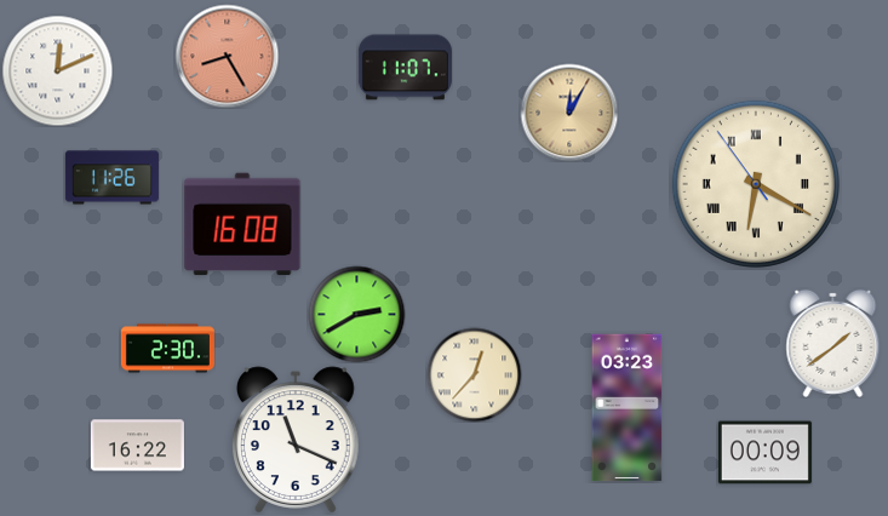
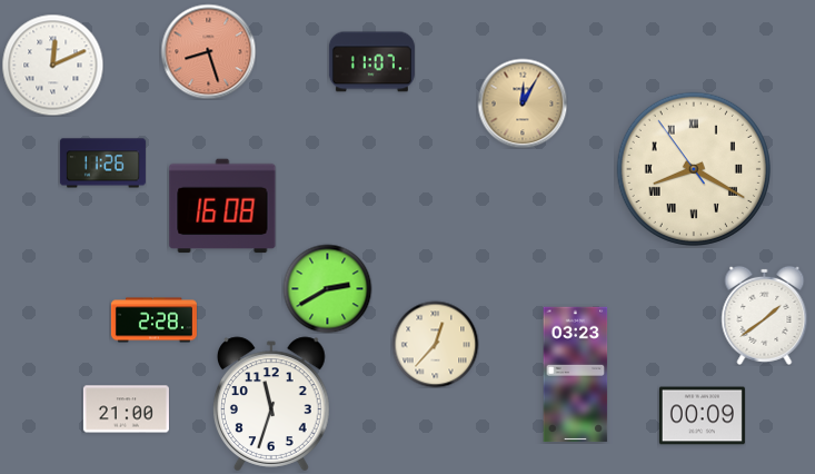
clock at (227, 56): 8:25 -> 8:27
clock at (756, 184): 6:19 -> 8:19
clock at (167, 349): 2:30 -> 2:28
clock at (297, 440): 11:19 -> 11:33
clock at (137, 446): 16:22 -> 21:00
